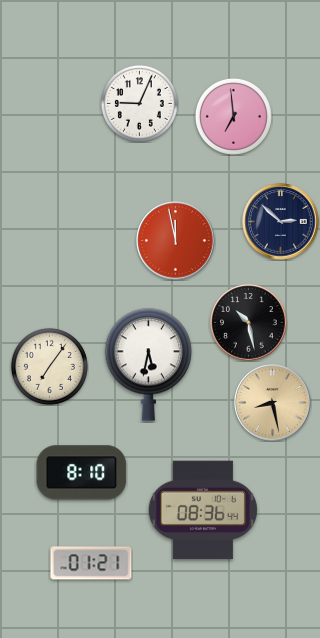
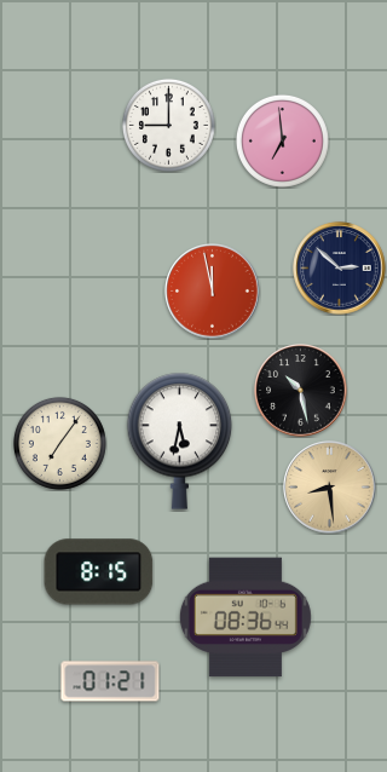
clock at (139, 103): 9:04 -> 9:00
clock at (273, 403): 8:28 -> 8:29
clock at (82, 473): 8:10 -> 8:15
